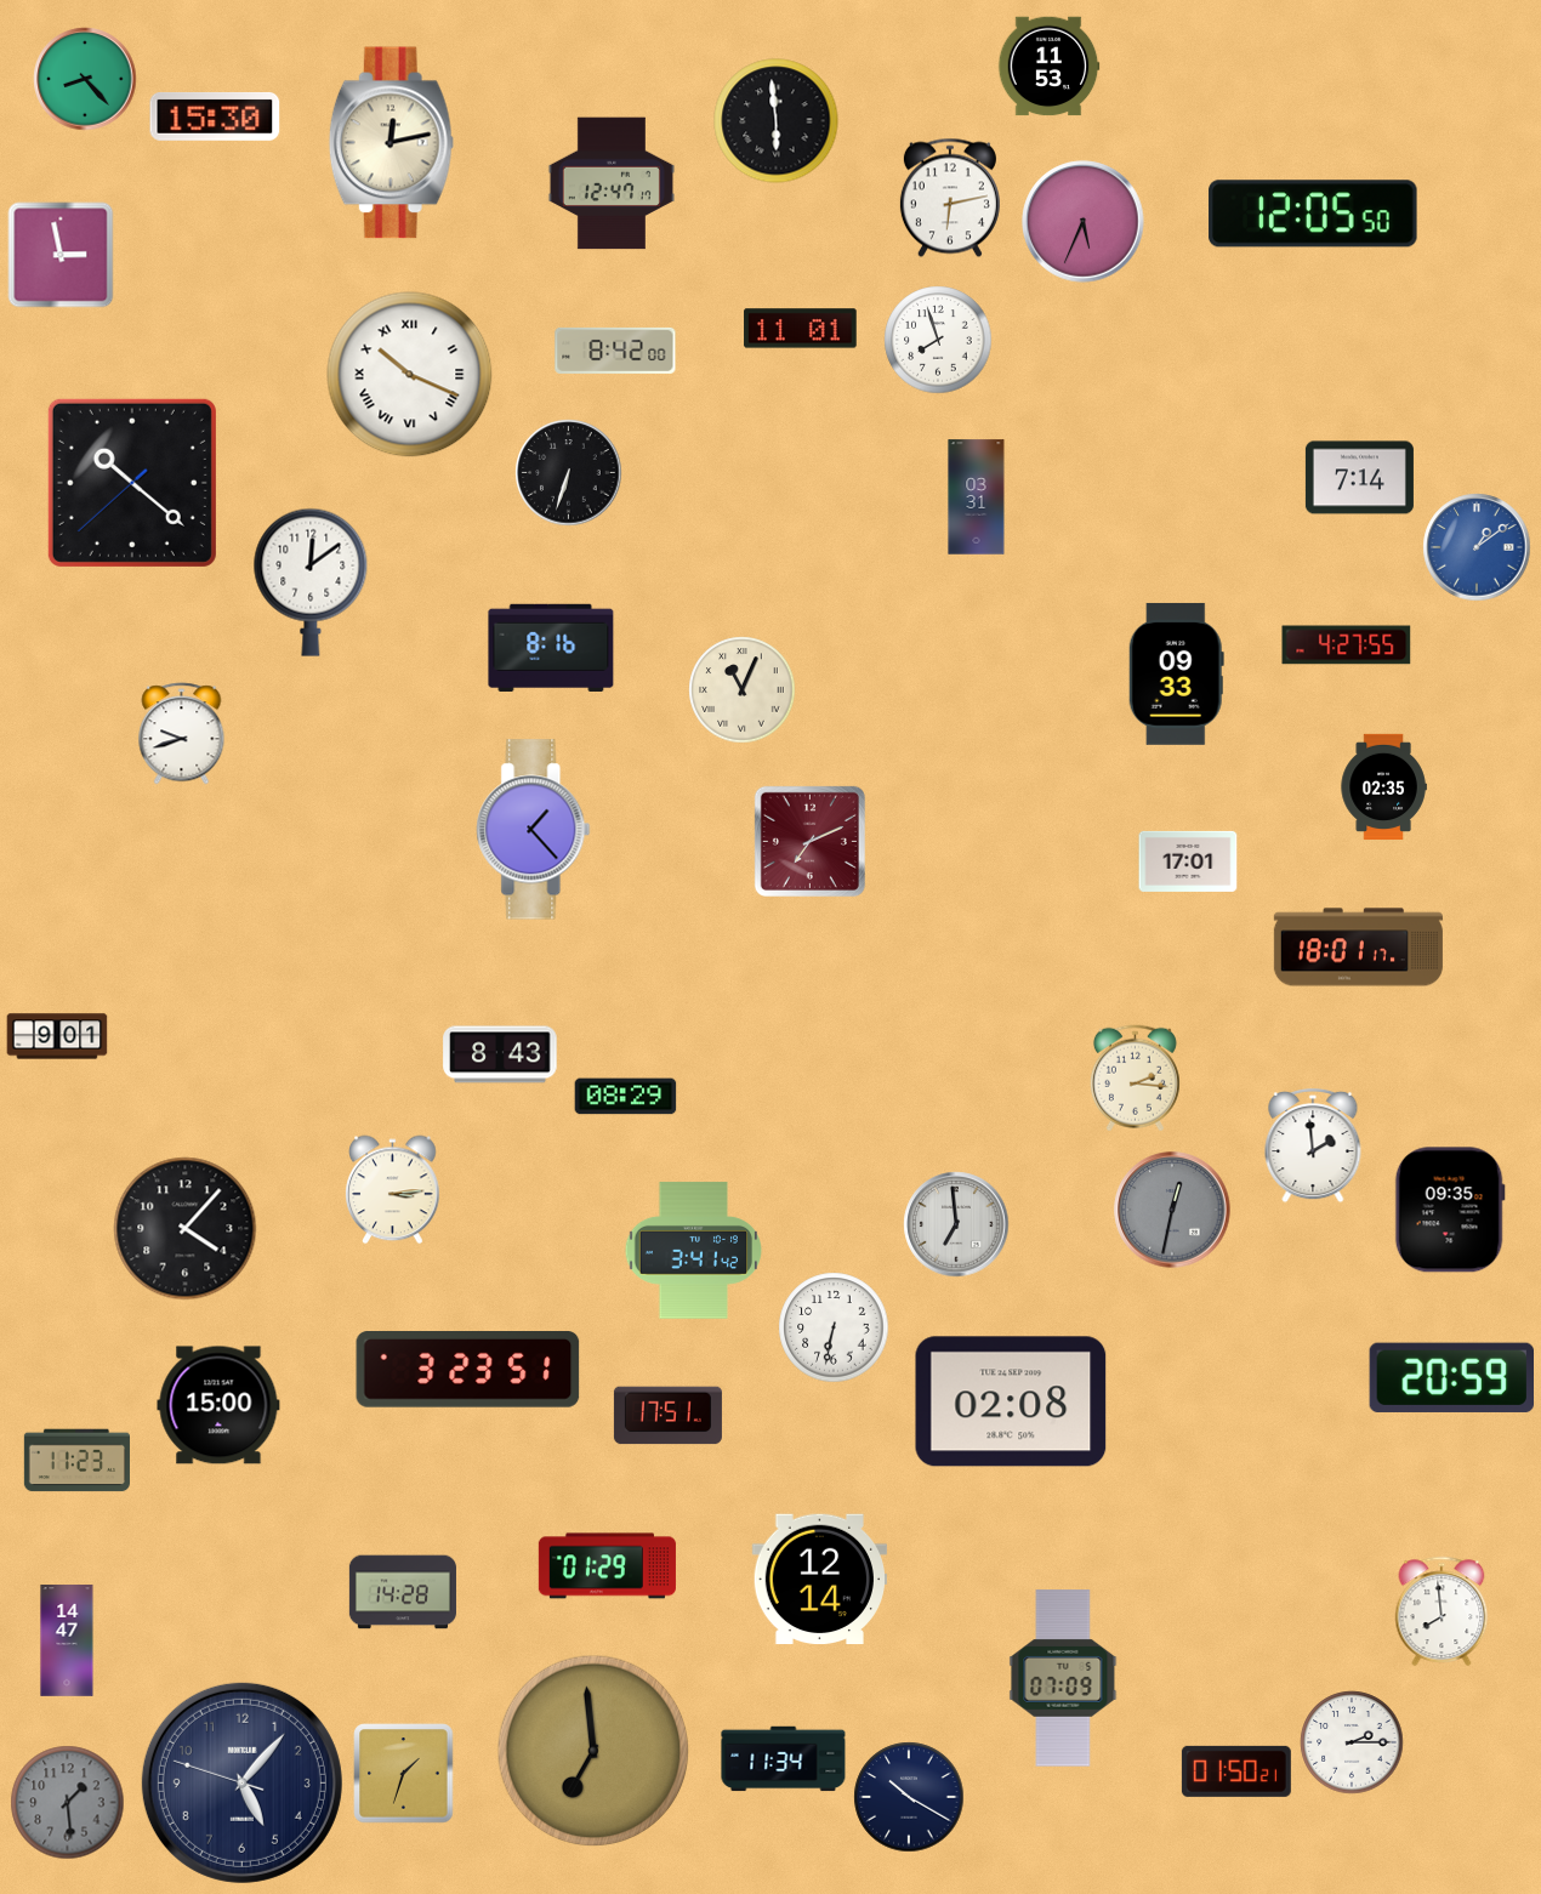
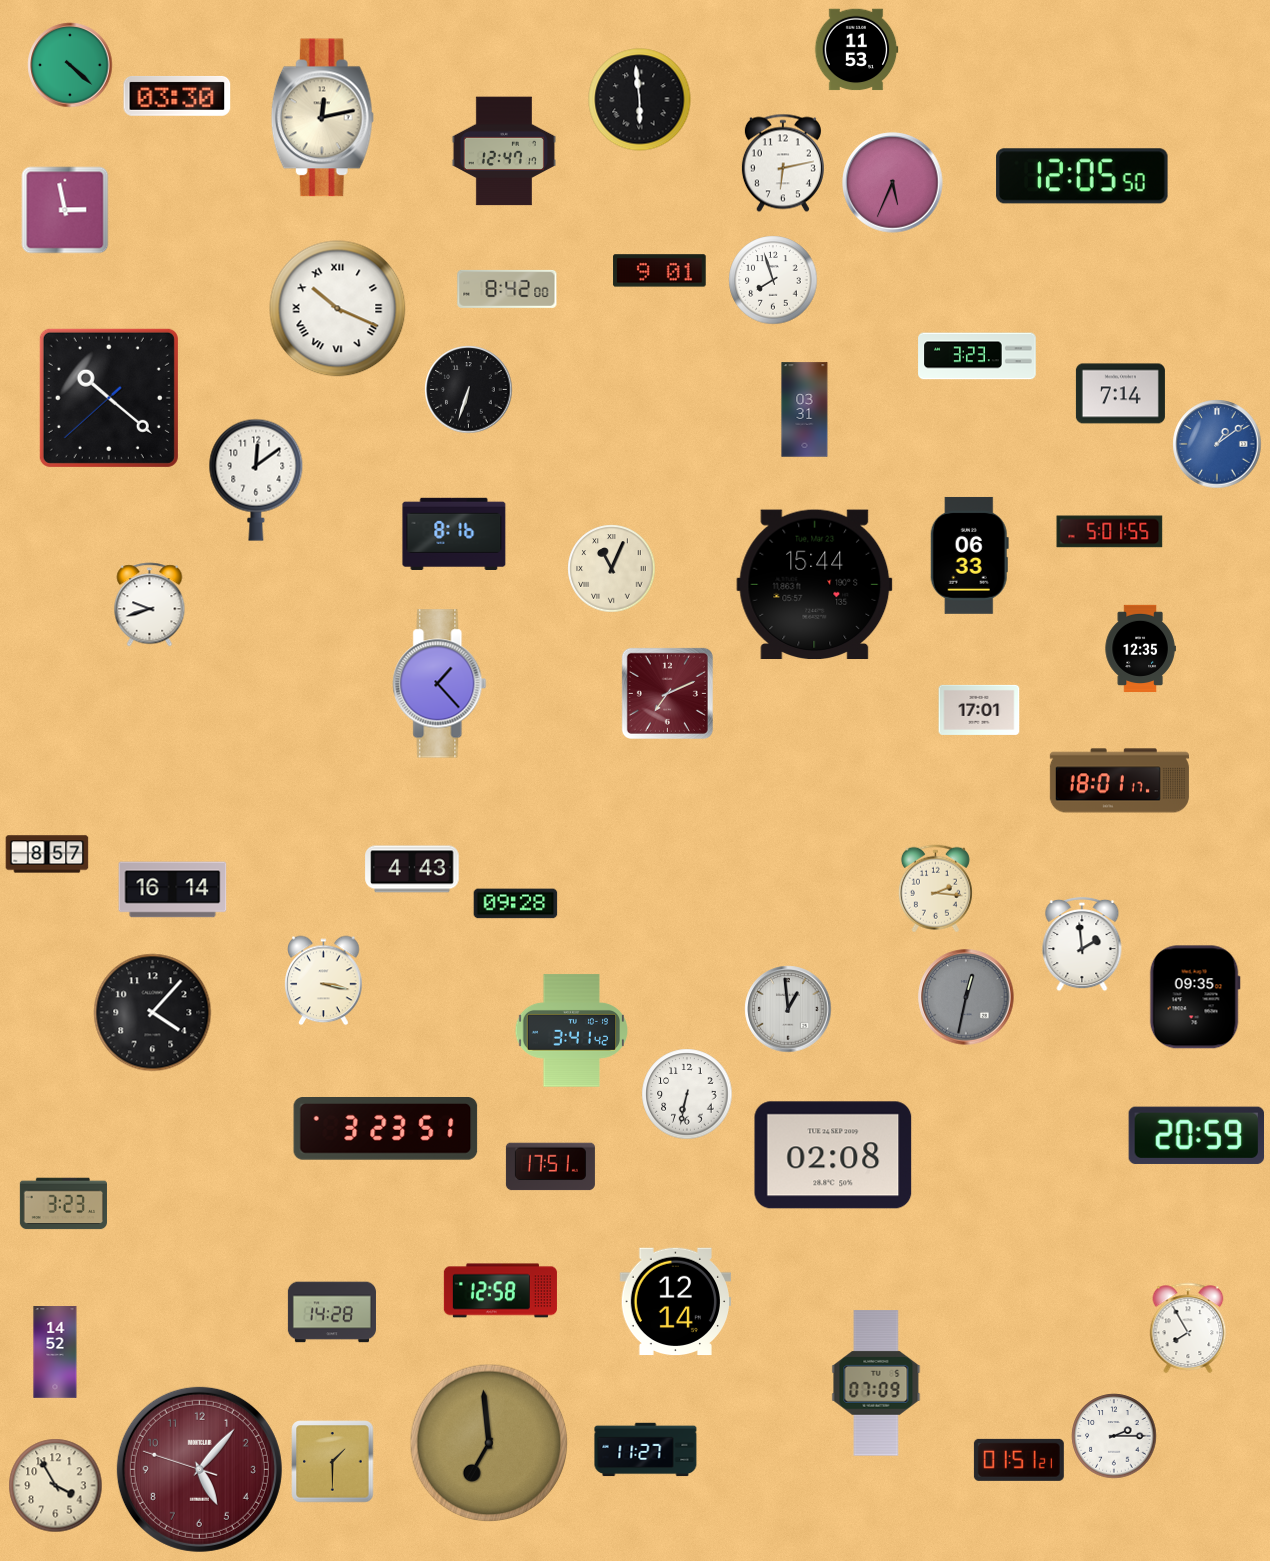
clock at (1048, 67) position: (1048, 67) -> (856, 50)
clock at (85, 79): 8:23 -> 4:22
clock at (215, 116): 15:30 -> 03:30
clock at (61, 255) position: (61, 255) -> (65, 210)
clock at (801, 329): 11:01 -> 9:01
clock at (977, 356): none -> 3:23
clock at (1477, 547) position: (1477, 547) -> (1217, 444)
clock at (1347, 645): 4:27 -> 5:01
clock at (1176, 673): 09:33 -> 06:33
clock at (815, 584): none -> 15:44
clock at (1383, 786): 02:35 -> 12:35
clock at (57, 1036): 9:01 -> 8:57
clock at (500, 1054): 8:43 -> 4:43
clock at (173, 890): none -> 16:14
clock at (626, 1097): 08:29 -> 09:28
clock at (393, 1190): 3:14 -> 3:17
clock at (956, 1224): 6:59 -> 12:59
clock at (218, 1405): 15:00 -> none
clock at (76, 1461): 11:23 -> 3:23
clock at (607, 1566): 01:29 -> 12:58
clock at (1442, 1611): 7:59 -> 7:55
clock at (67, 1640): 14:47 -> 14:52
clock at (784, 1759): 11:34 -> 11:27
clock at (1236, 1771): 01:50 -> 01:51
clock at (404, 1774): 1:33 -> 1:30
clock at (241, 1782) dial: navy -> burgundy
clock at (909, 1797): 10:20 -> none
clock at (68, 1803): 1:29 -> 3:55
clock at (68, 1803) dial: grey -> cream
